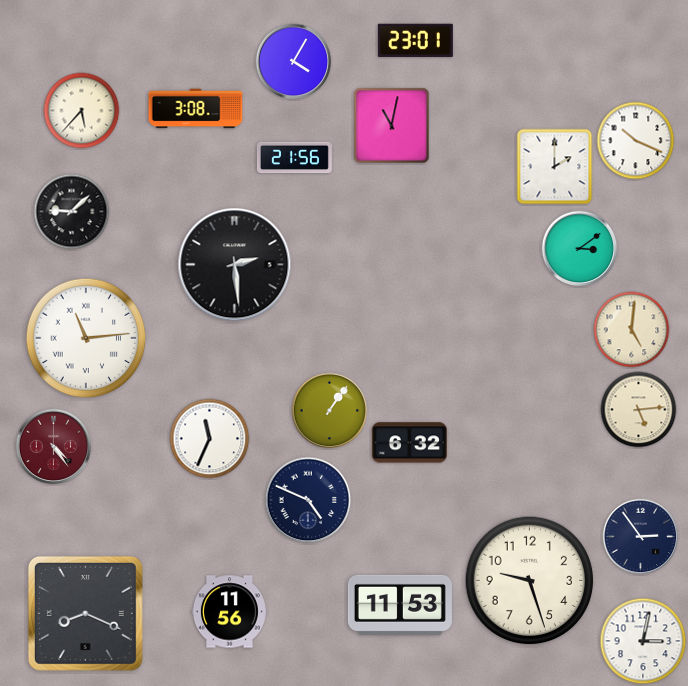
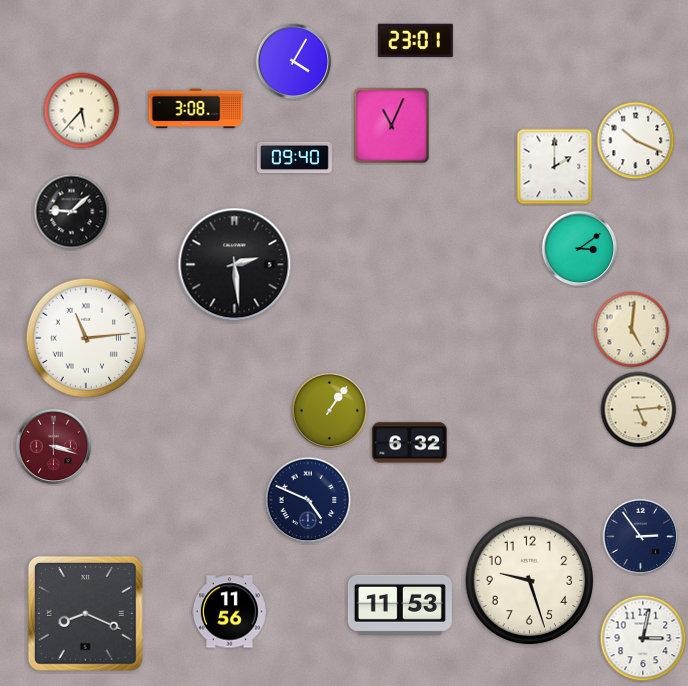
clock at (392, 126): 11:02 -> 11:04
clock at (294, 158): 21:56 -> 09:40
clock at (210, 439): 11:34 -> none
clock at (54, 447): 4:24 -> 3:18
clock at (643, 641) position: (643, 641) -> (643, 638)
